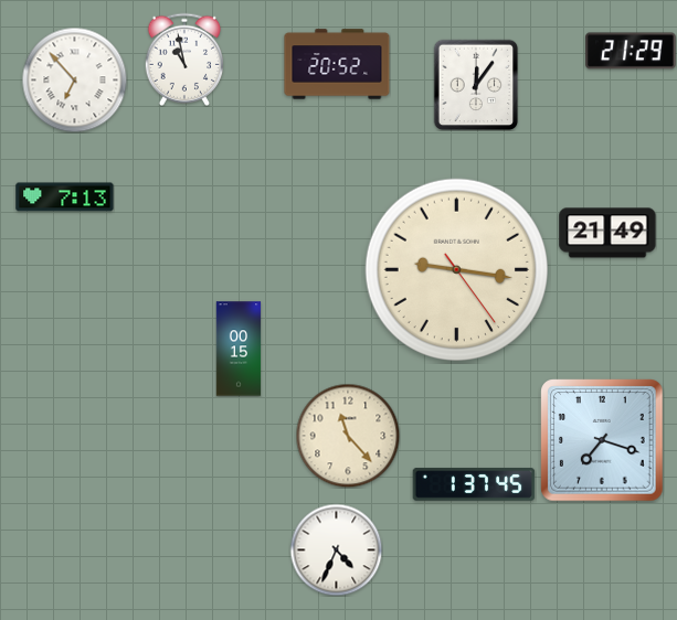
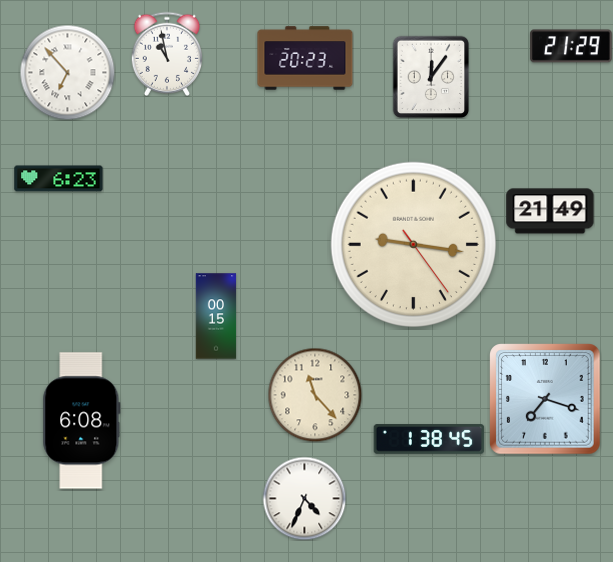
clock at (337, 64): 20:52 -> 20:23
clock at (65, 197): 7:13 -> 6:23
clock at (82, 421): none -> 6:08
clock at (474, 484): 1:37 -> 1:38
